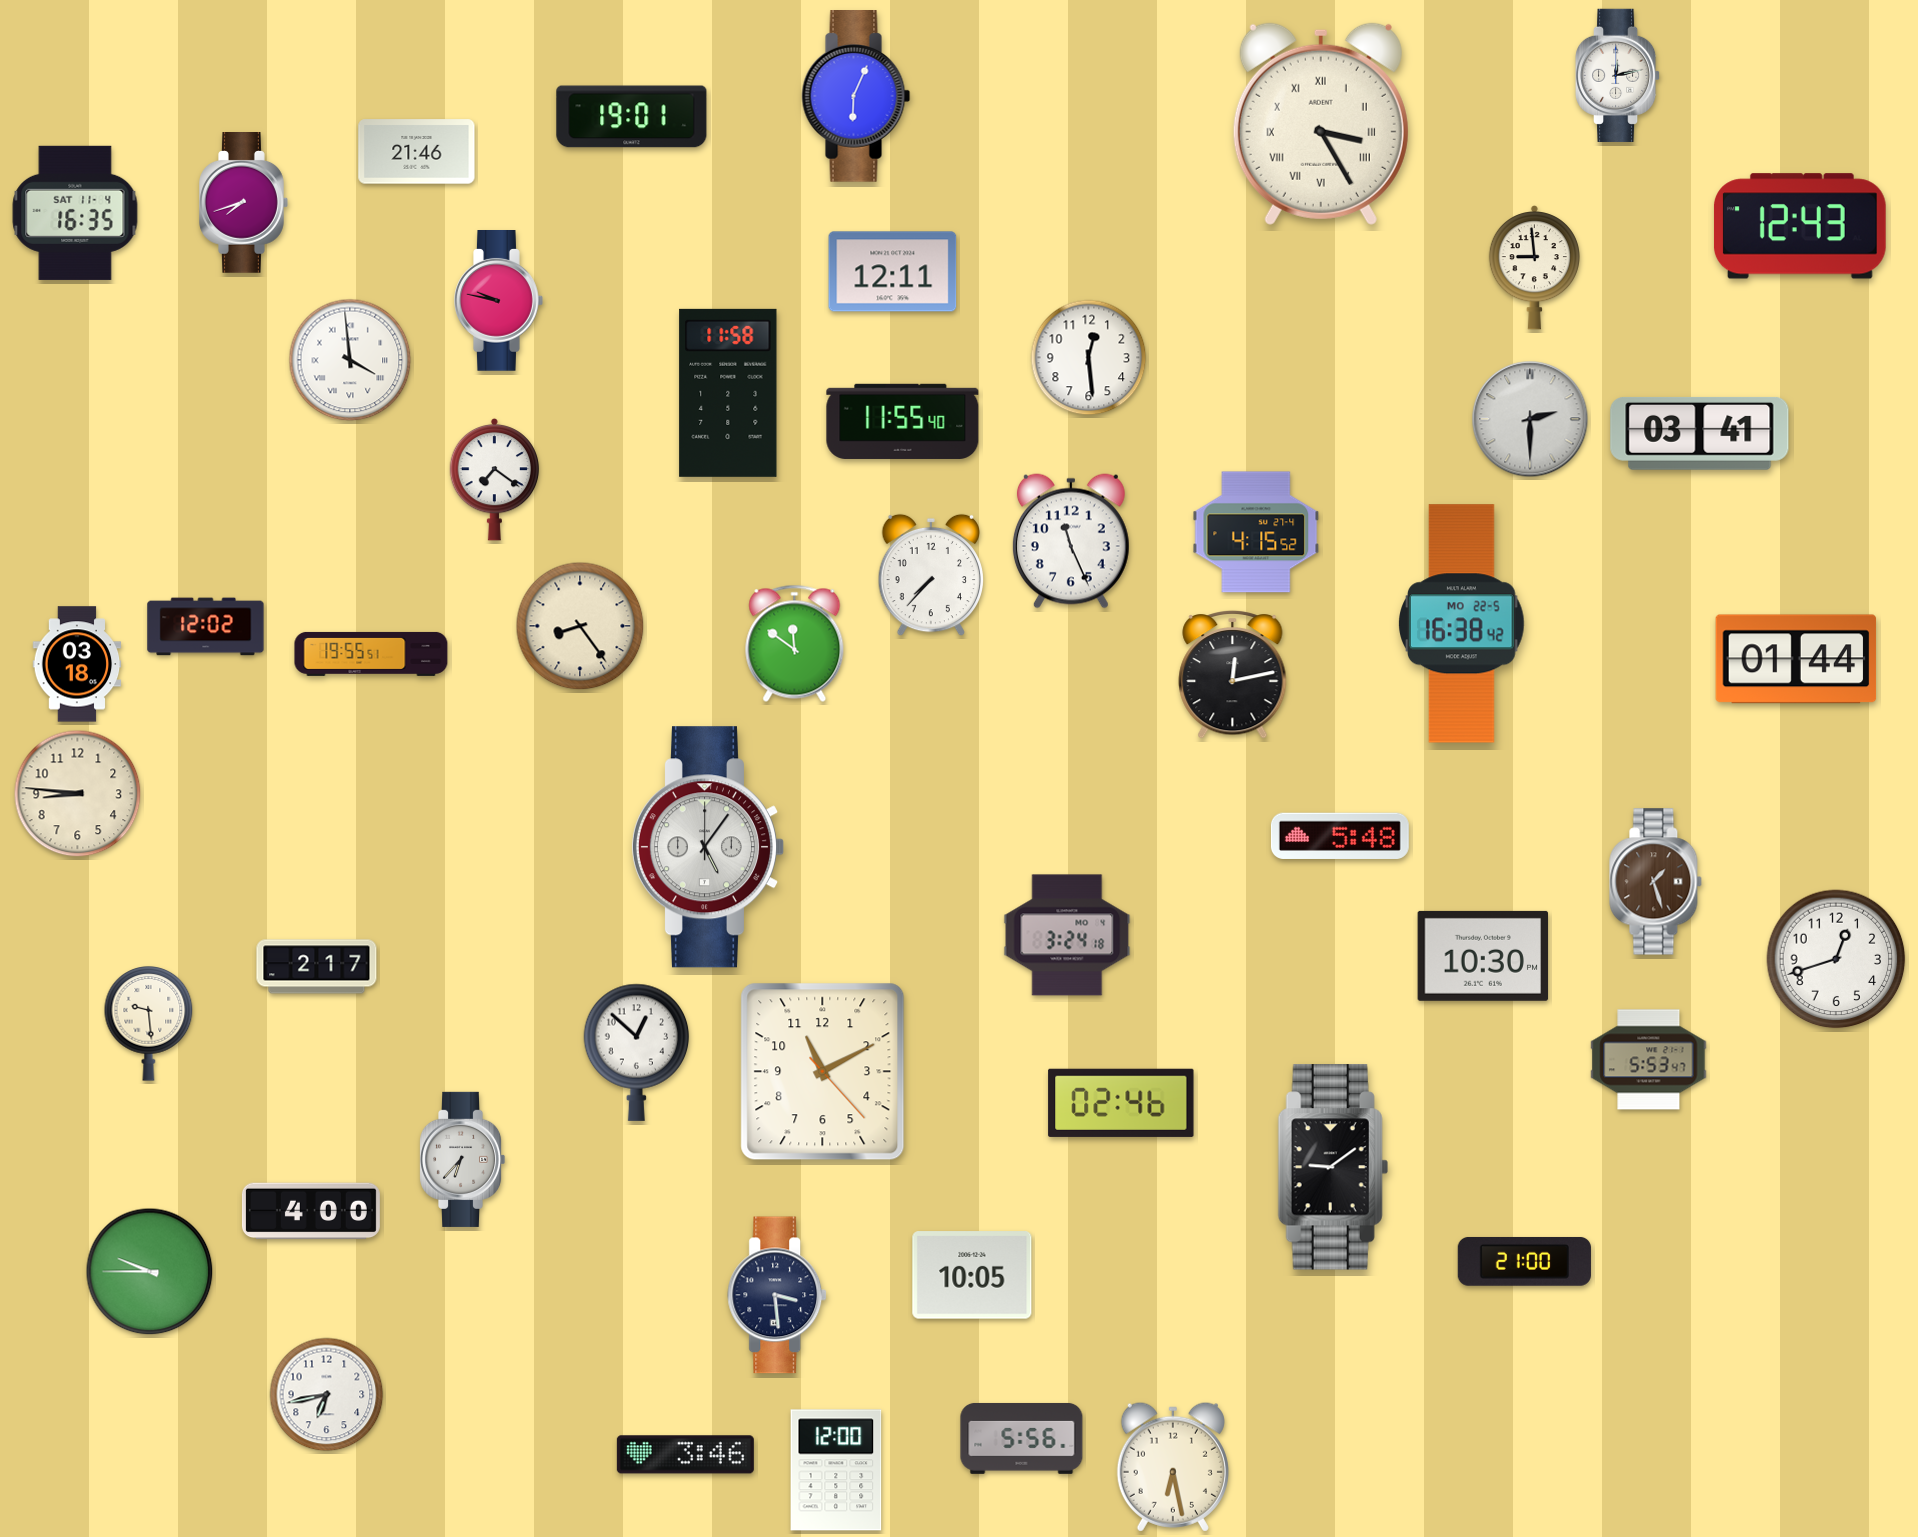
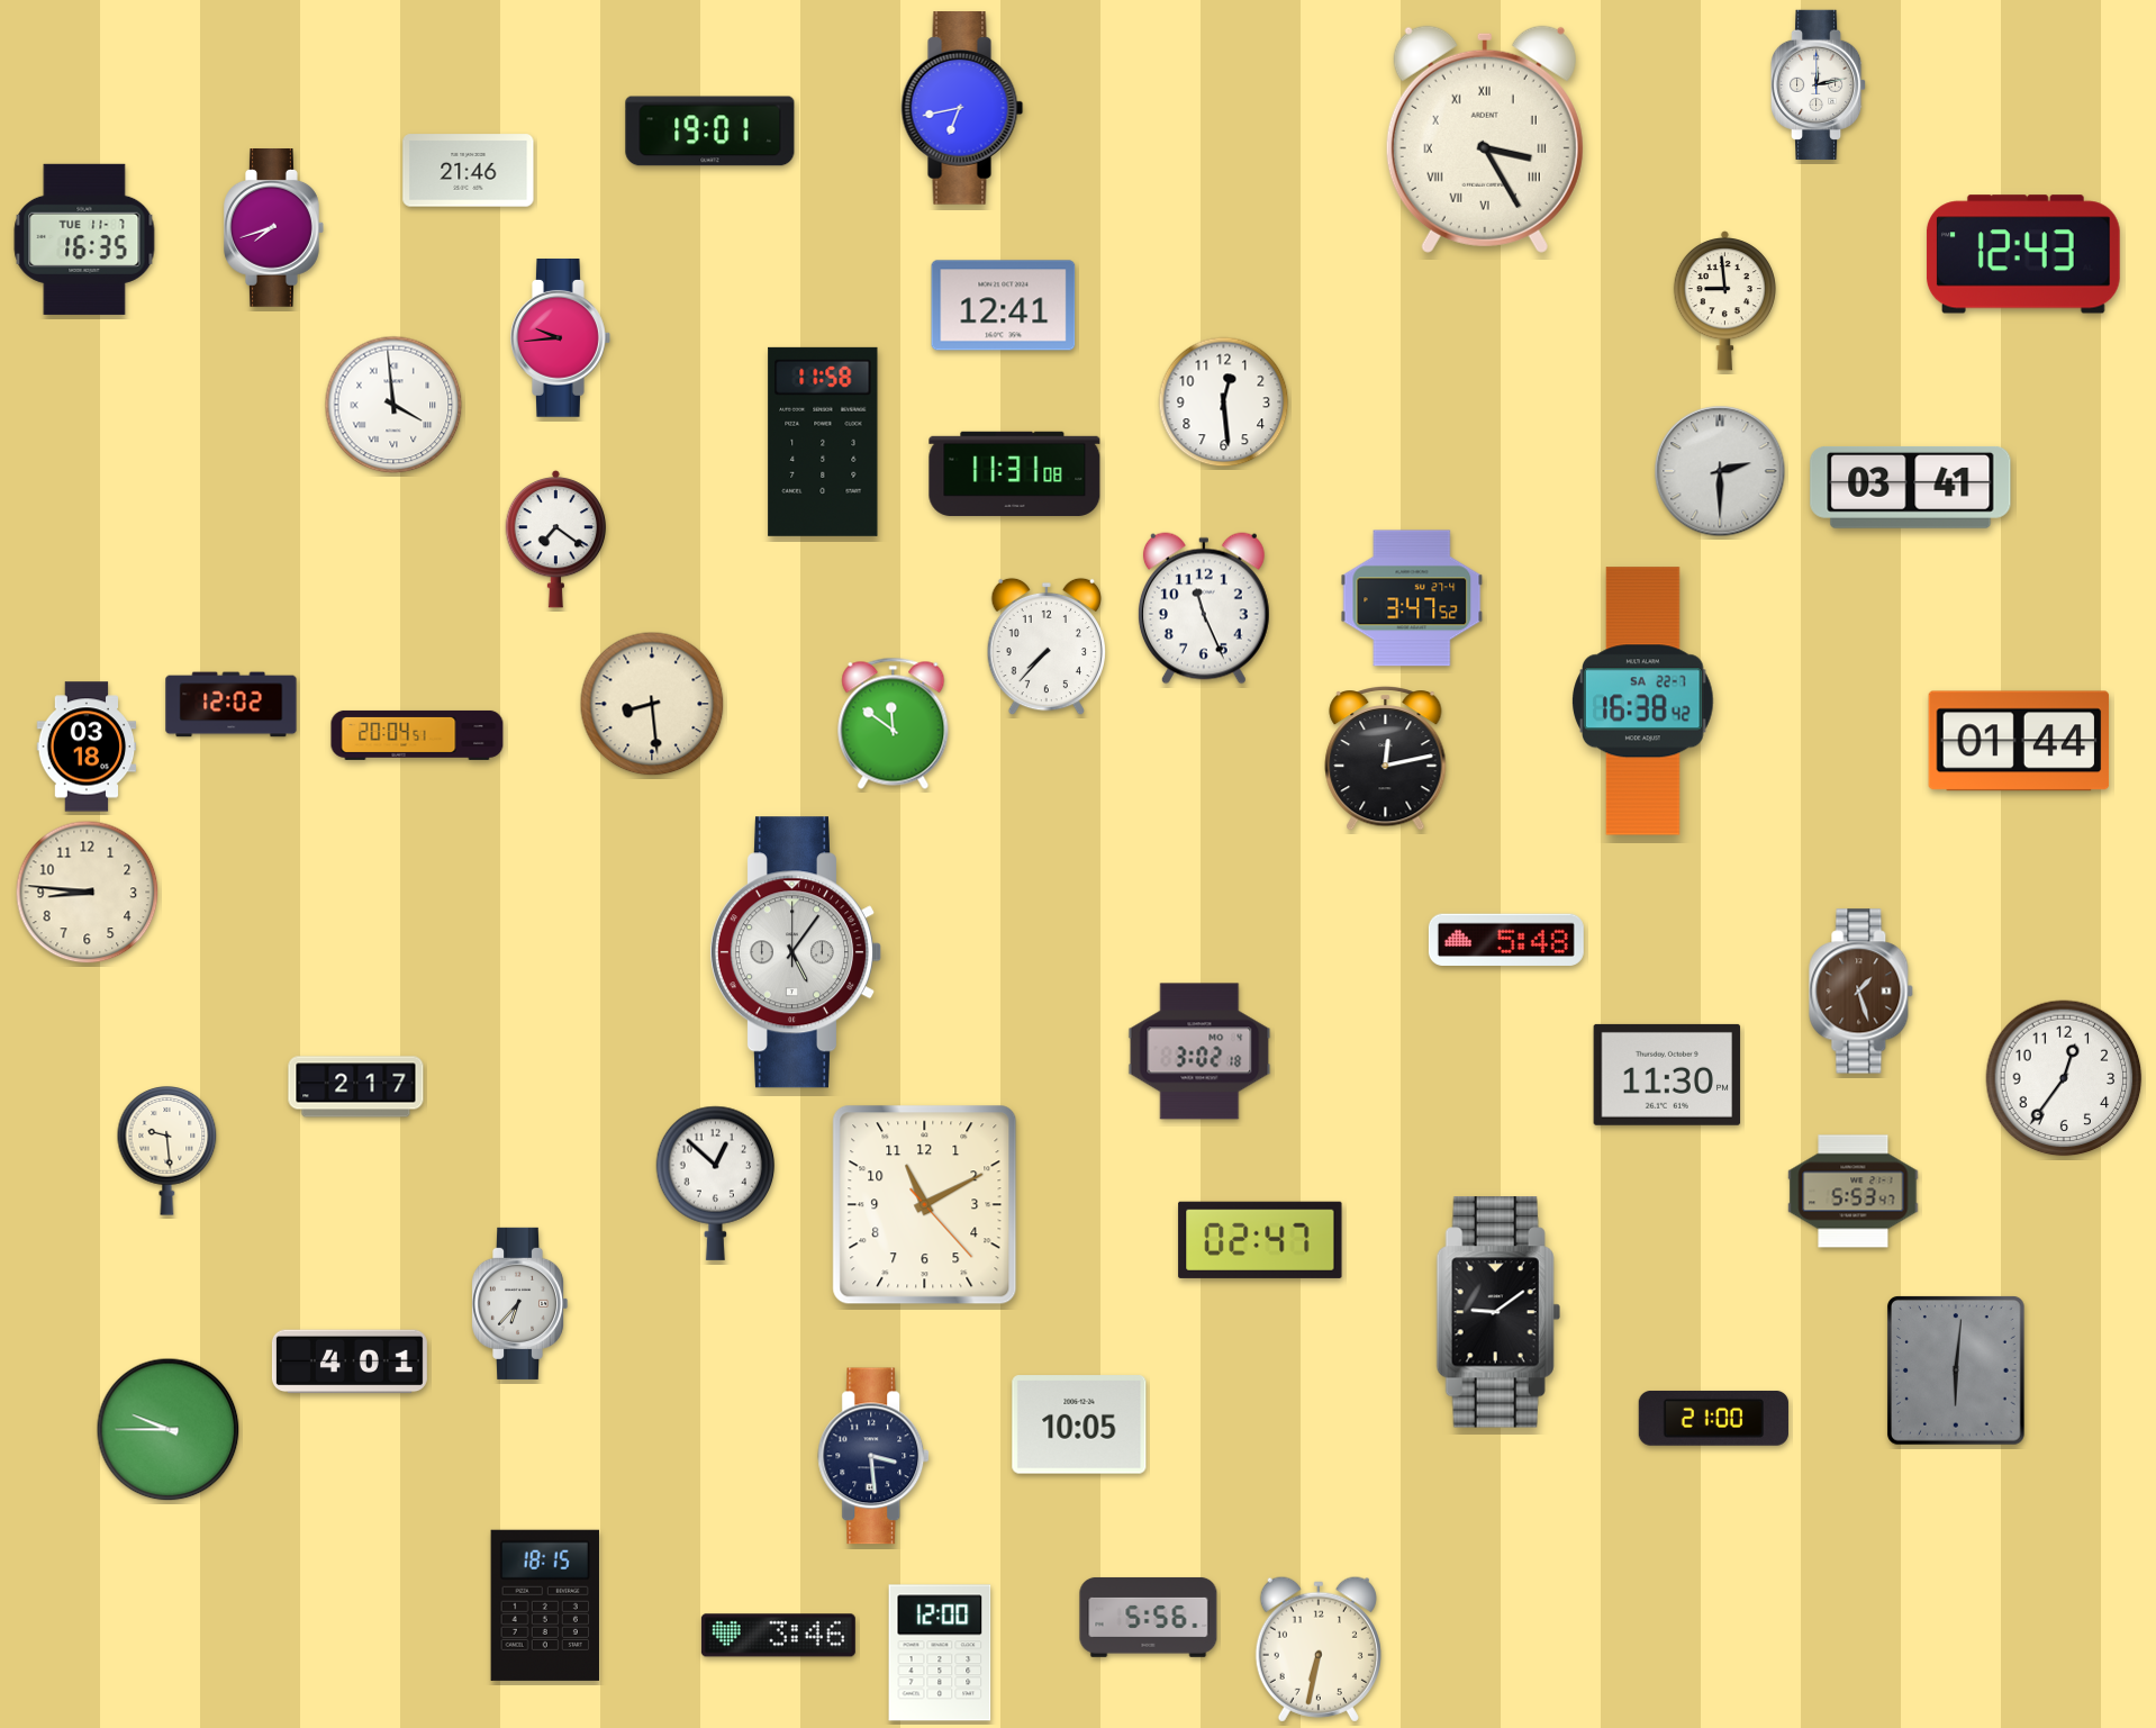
clock at (856, 97): 6:04 -> 6:43
clock at (75, 213) date: SAT 11-4 -> TUE 11-7
clock at (893, 272): 12:11 -> 12:41
clock at (499, 301): 9:47 -> 9:44
clock at (728, 393) position: (728, 393) -> (823, 442)
clock at (903, 421): 11:55 -> 11:31
clock at (1256, 532): 4:15 -> 3:47
clock at (1462, 624) date: MO 22-5 -> SA 22-7
clock at (580, 626): 8:24 -> 8:29
clock at (371, 654): 19:55 -> 20:04
clock at (1067, 935): 3:24 -> 3:02
clock at (1483, 956): 10:30 -> 11:30
clock at (1836, 959): 12:42 -> 12:36
clock at (1121, 1103): 02:46 -> 02:47
clock at (311, 1211): 4:00 -> 4:01
clock at (1957, 1372): none -> 6:01
clock at (972, 1275) position: (972, 1275) -> (1079, 1424)
clock at (327, 1395): 6:43 -> none
clock at (545, 1605): none -> 18:15
clock at (685, 1455) position: (685, 1455) -> (778, 1636)
clock at (1173, 1467): 6:28 -> 6:32
